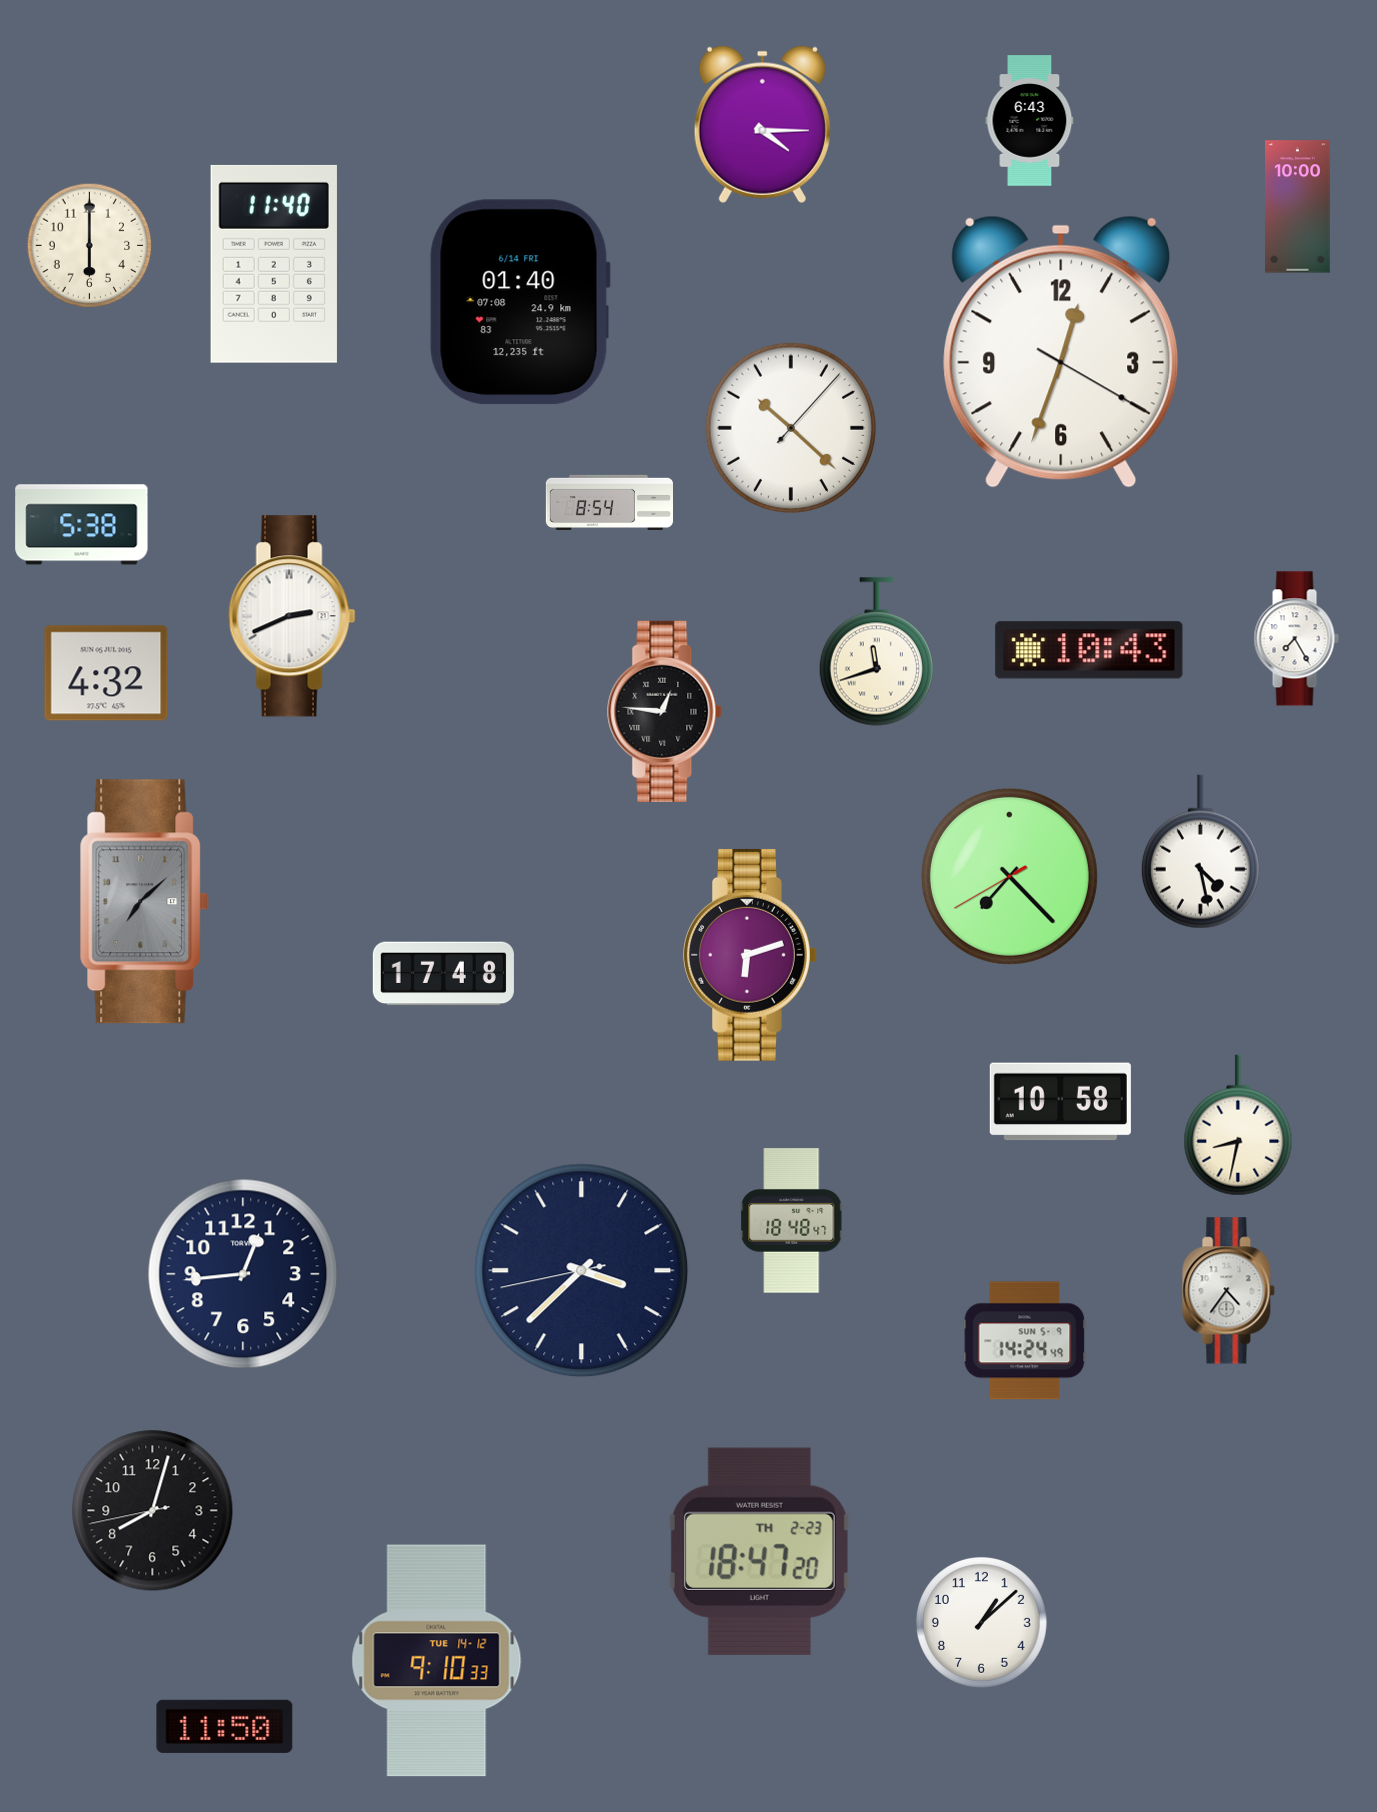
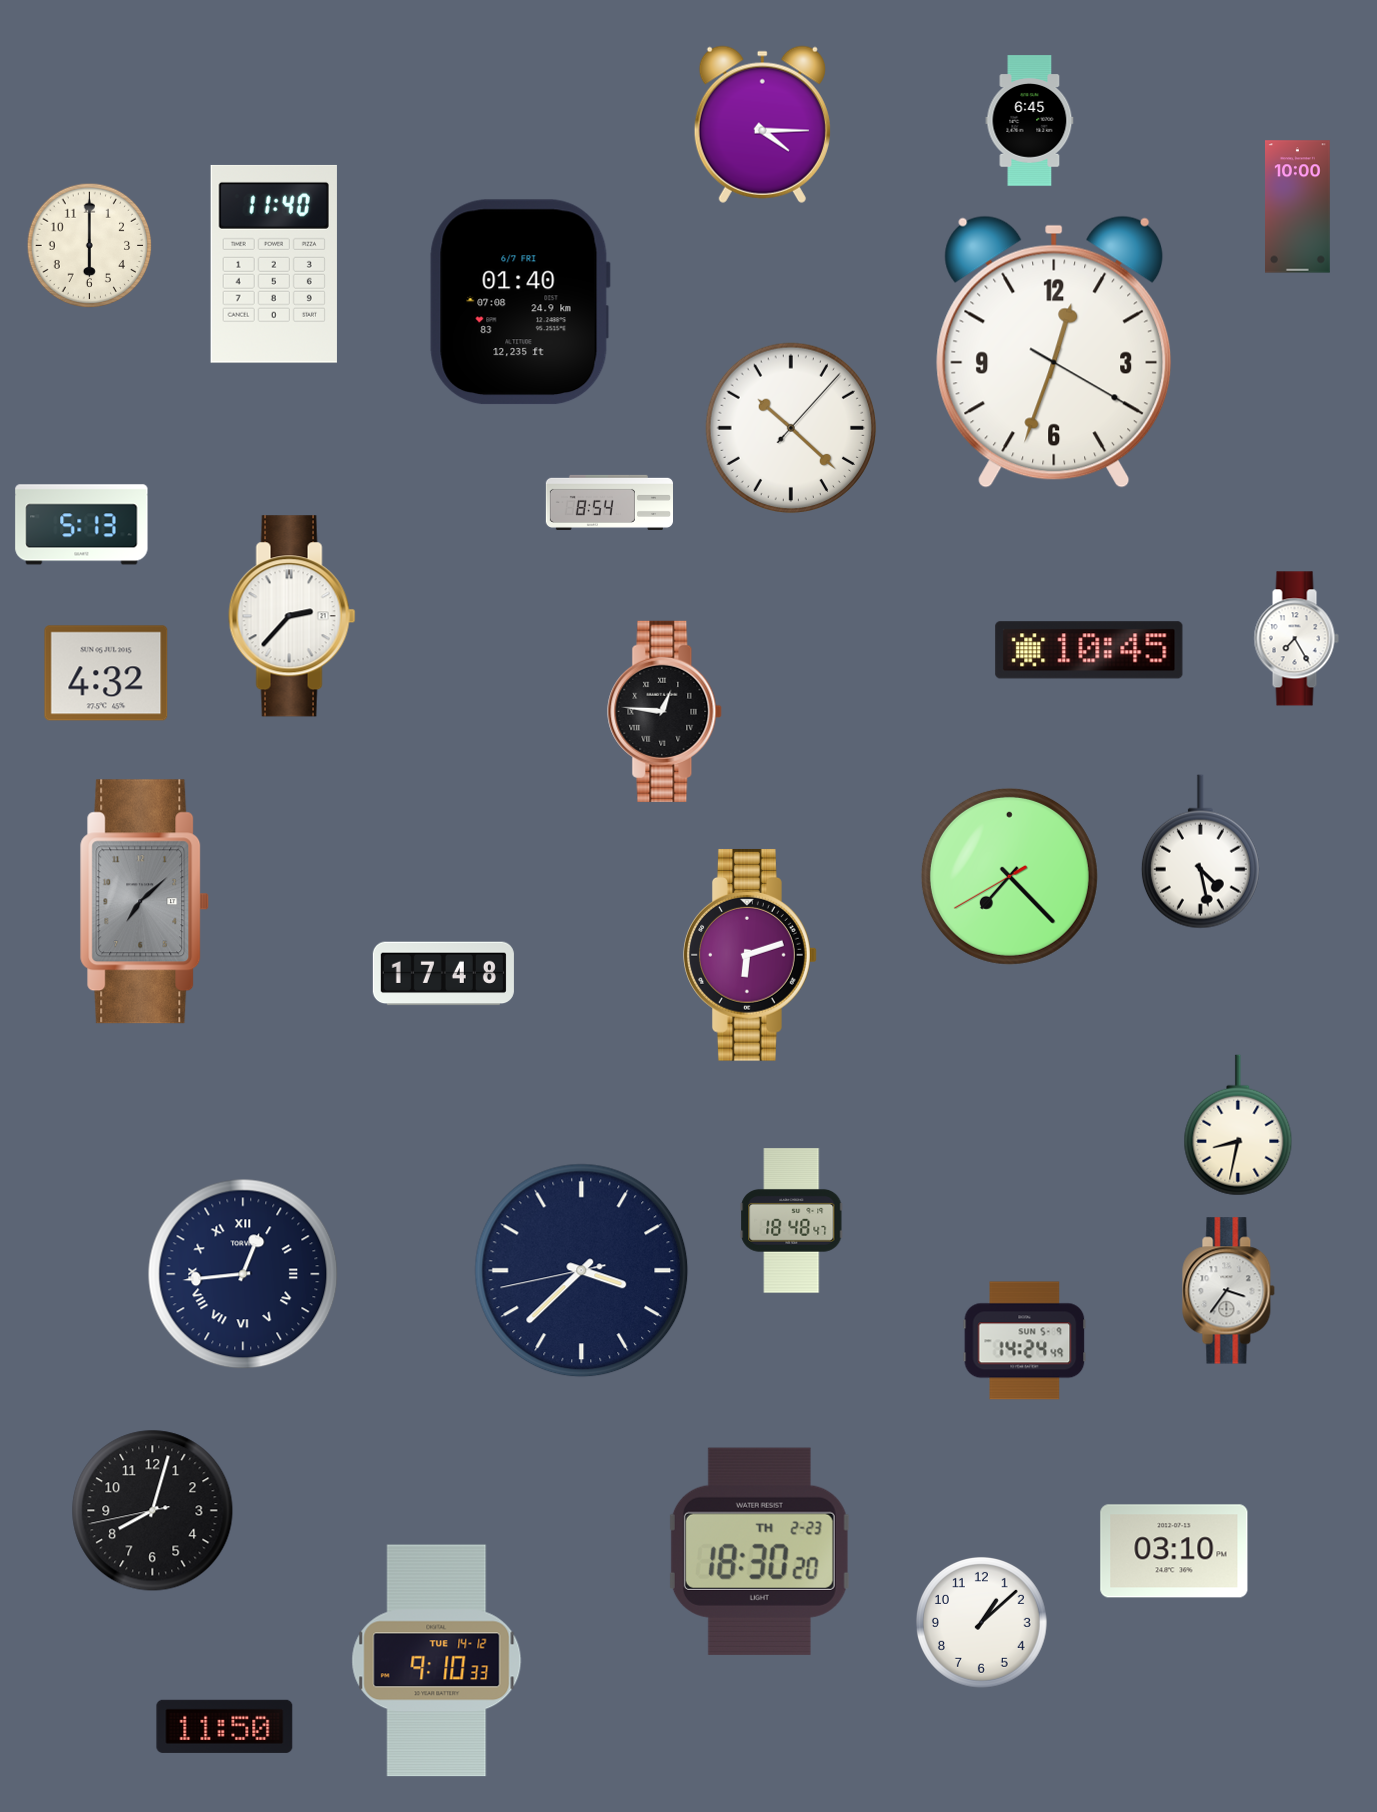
clock at (1030, 121): 6:43 -> 6:45
clock at (520, 302) date: 6/14 FRI -> 6/7 FRI
clock at (1061, 352) position: (1061, 352) -> (1054, 352)
clock at (82, 525): 5:38 -> 5:13
clock at (292, 616): 2:41 -> 2:37
clock at (1089, 650): 10:43 -> 10:45
clock at (876, 652): 11:42 -> none
clock at (1060, 1102): 10:58 -> none
clock at (243, 1274) numerals: Arabic -> Roman
clock at (1229, 1291): 4:36 -> 3:36
clock at (759, 1551): 18:47 -> 18:30
clock at (1174, 1551): none -> 03:10
